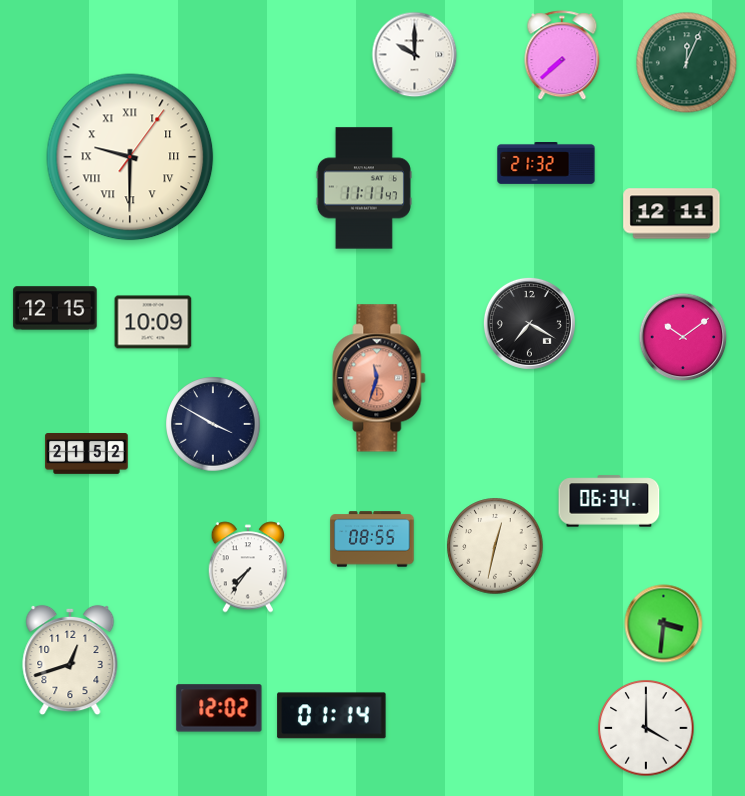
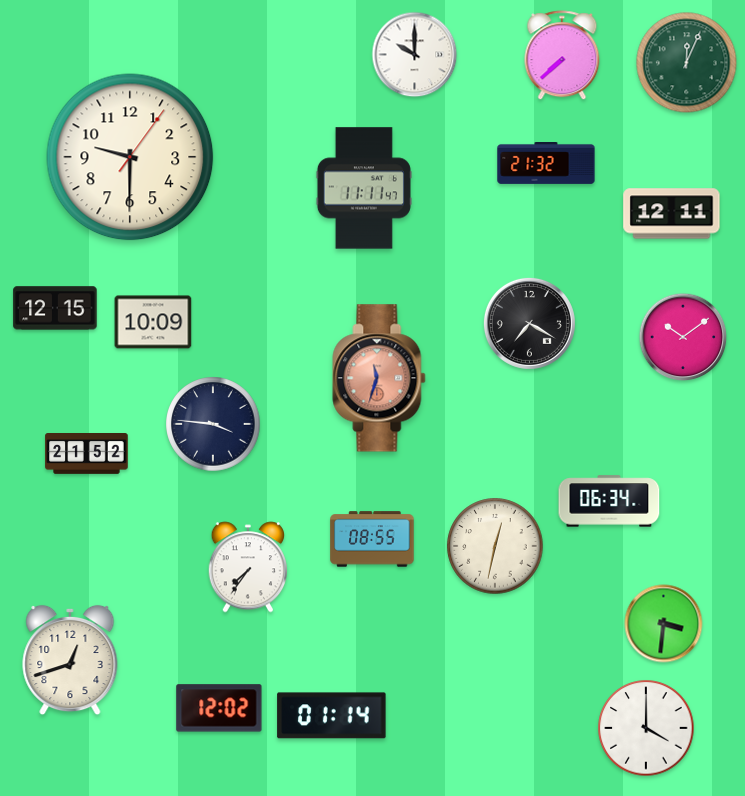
clock at (130, 157) numerals: Roman -> Arabic
clock at (213, 424): 3:50 -> 3:46
